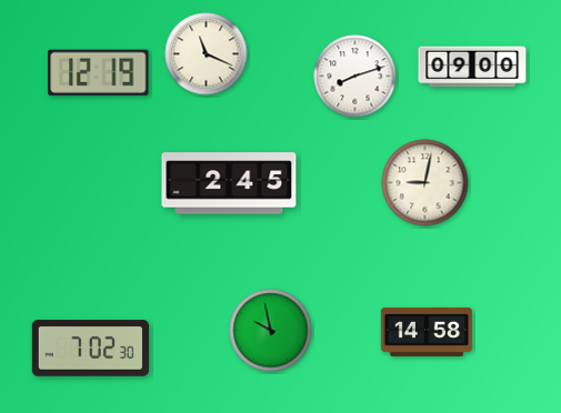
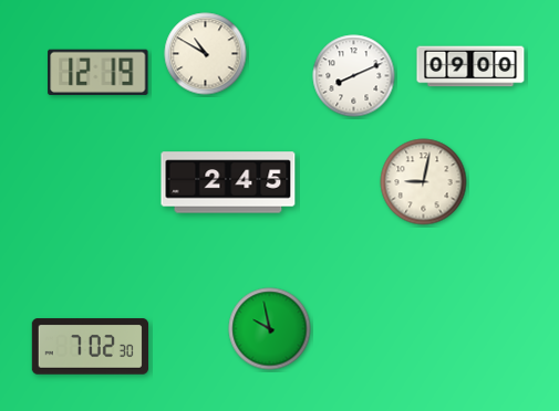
clock at (207, 54): 11:19 -> 10:50
clock at (355, 77): 8:12 -> 8:11
clock at (427, 332): 14:58 -> none
